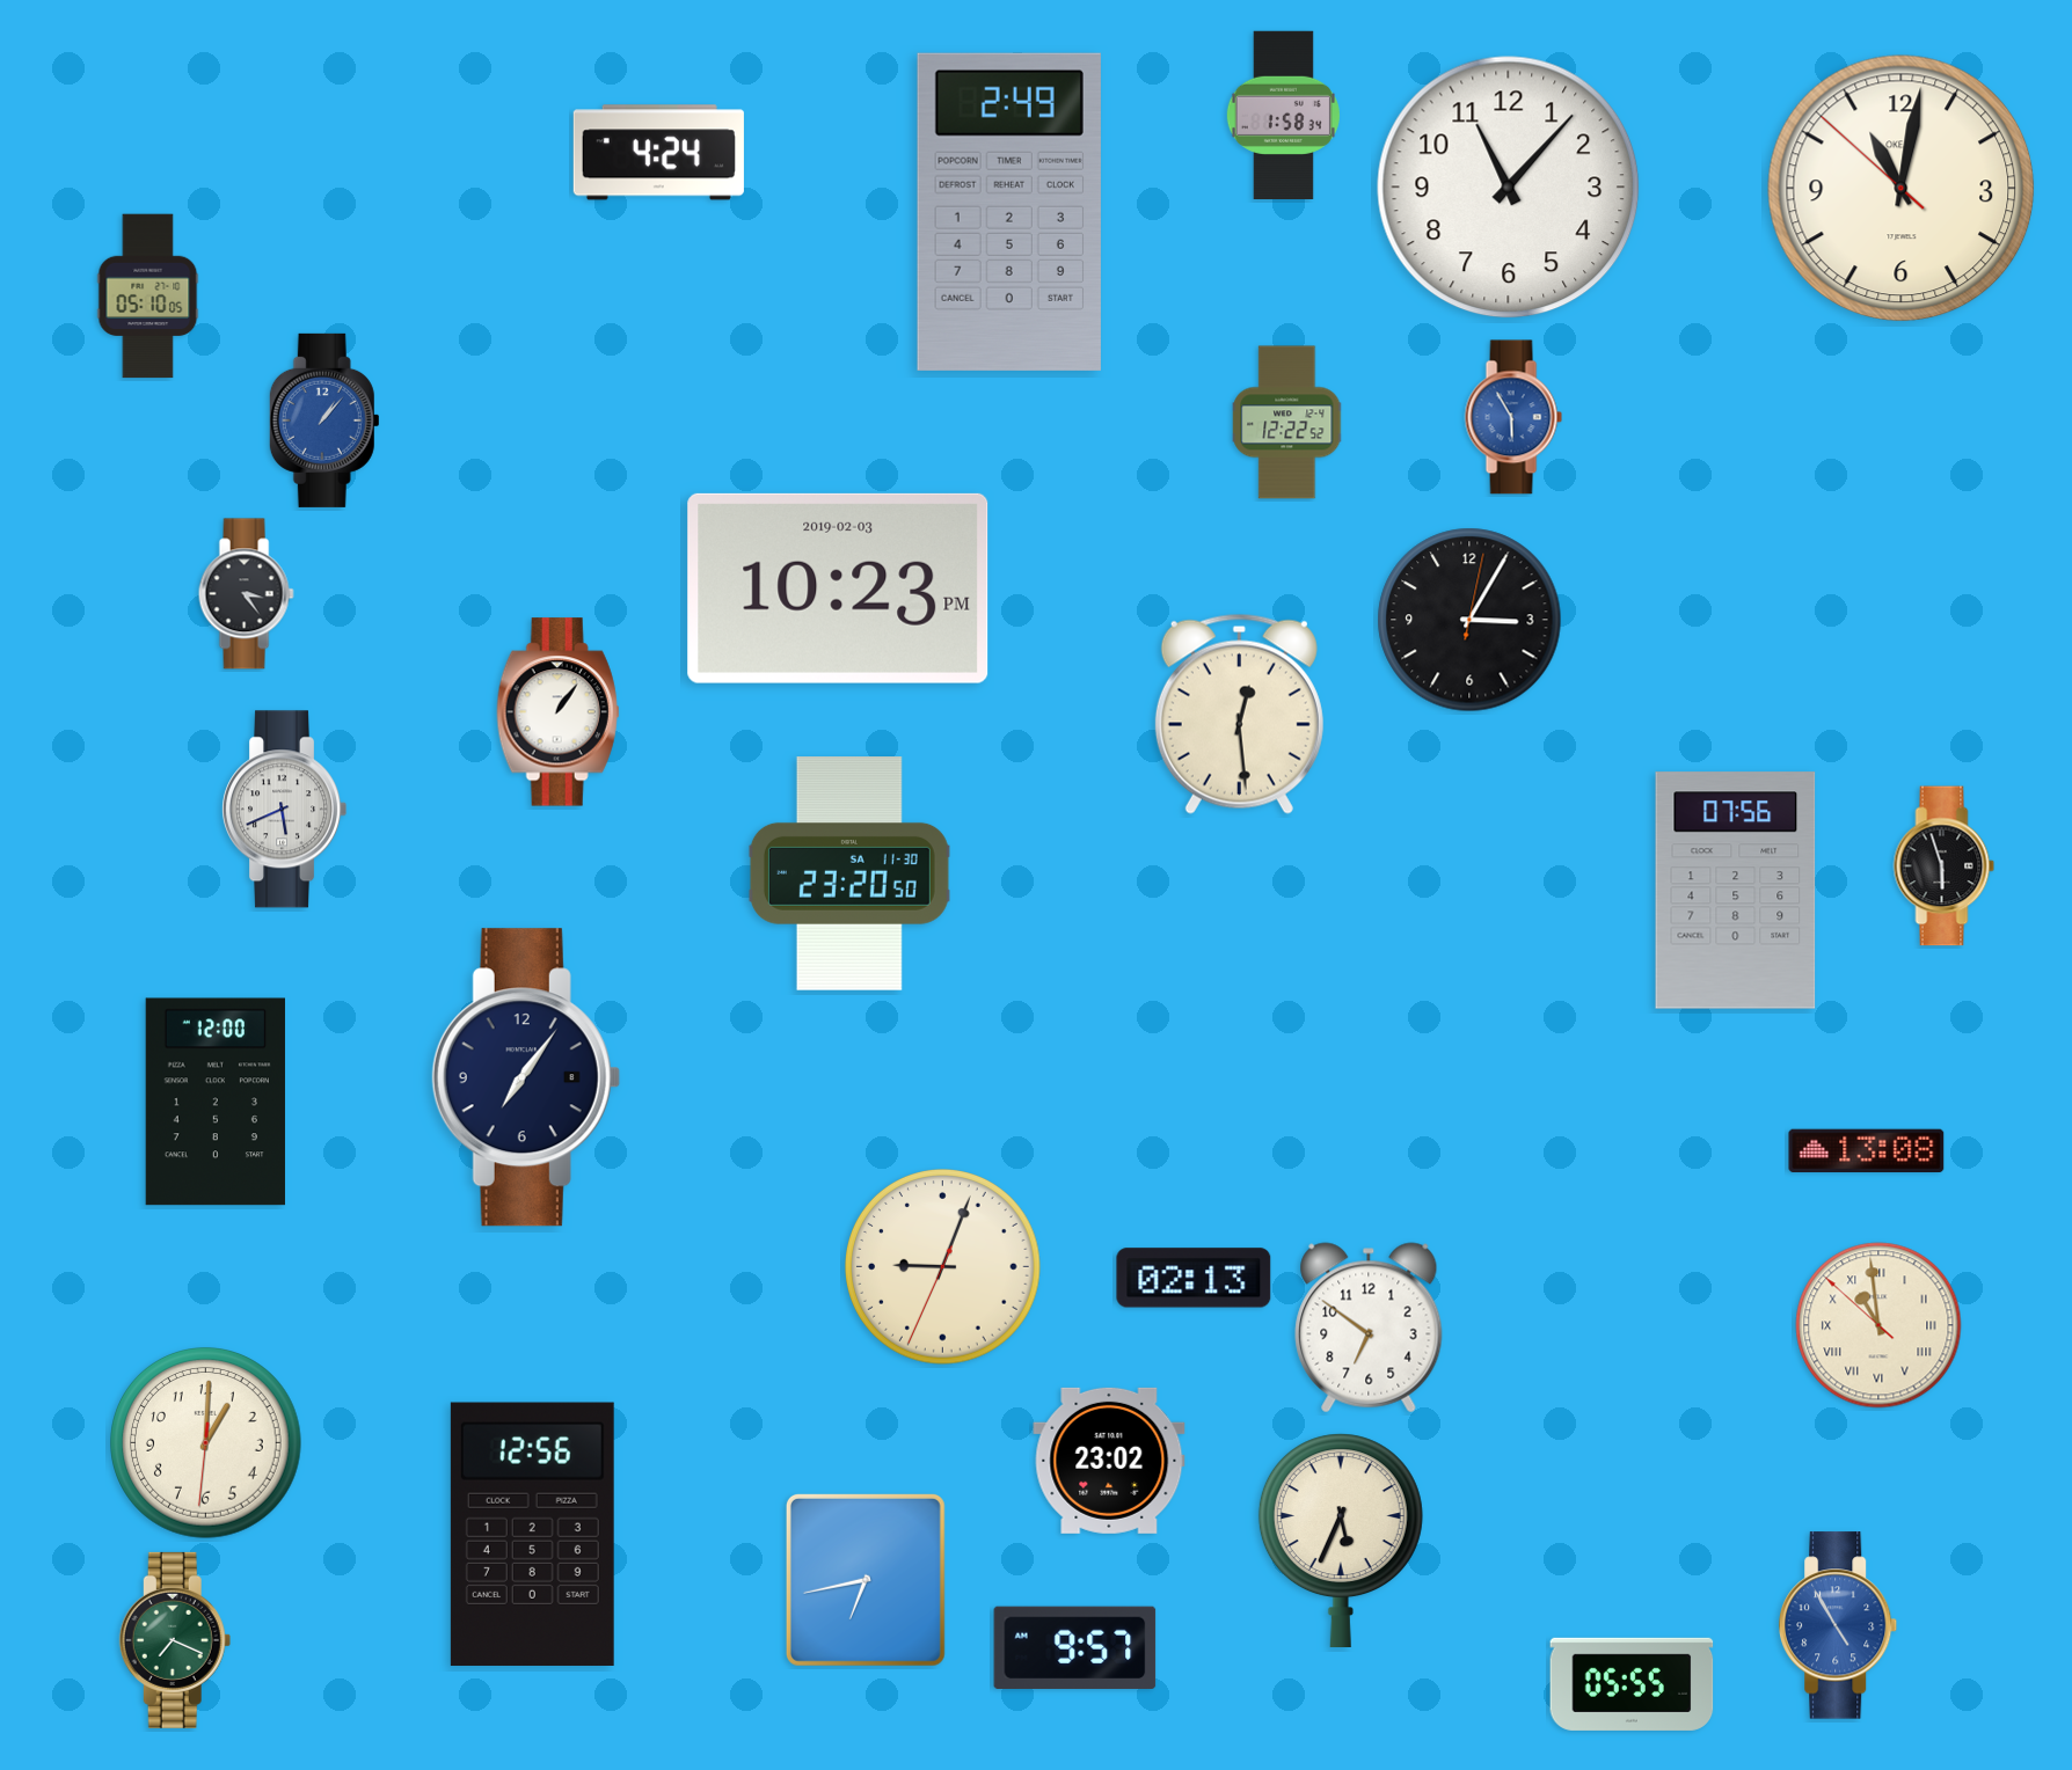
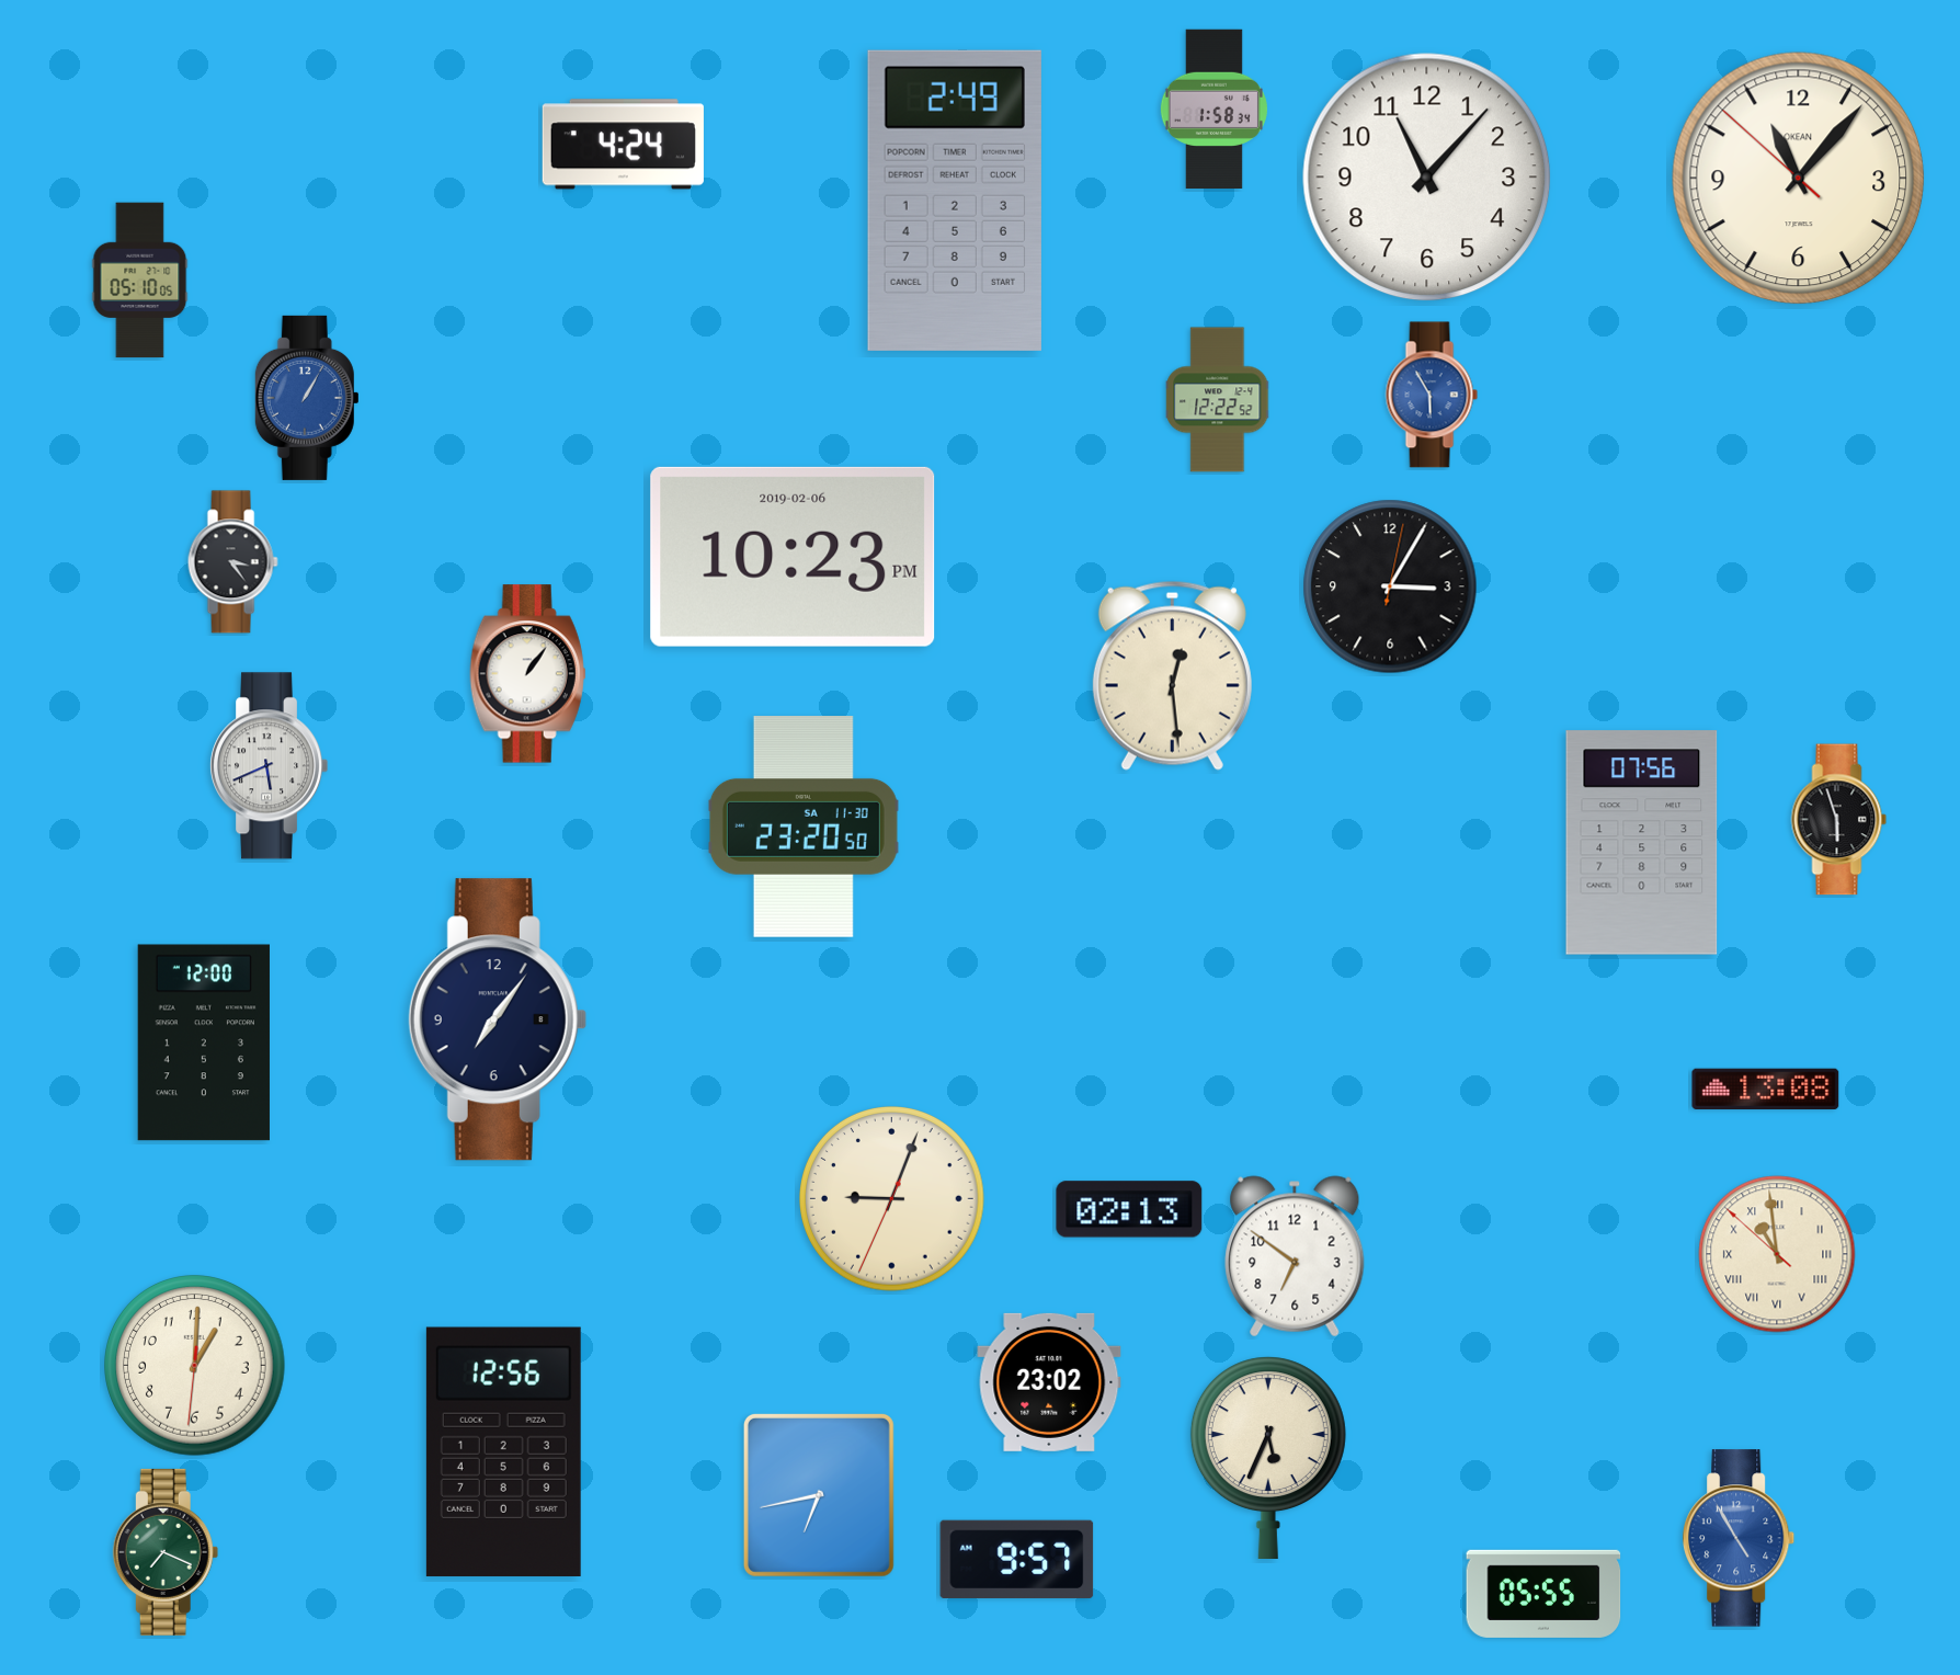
clock at (1902, 189): 11:01 -> 11:06
clock at (324, 420): 1:07 -> 1:05
clock at (838, 588) date: 2019-02-03 -> 2019-02-06
